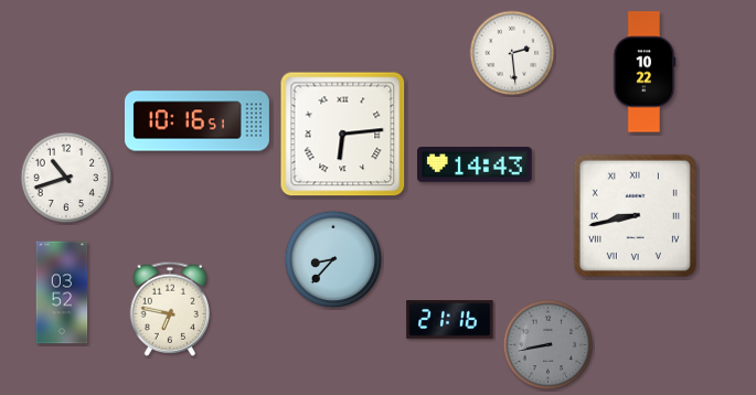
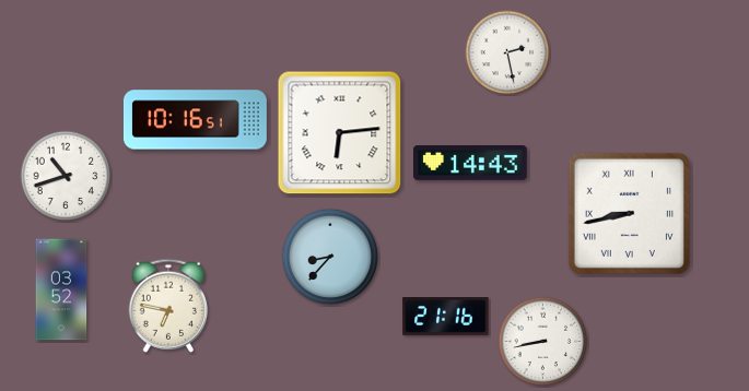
clock at (512, 53): 2:29 -> 2:28
clock at (645, 72): 10:22 -> none
clock at (549, 345) dial: grey -> white
